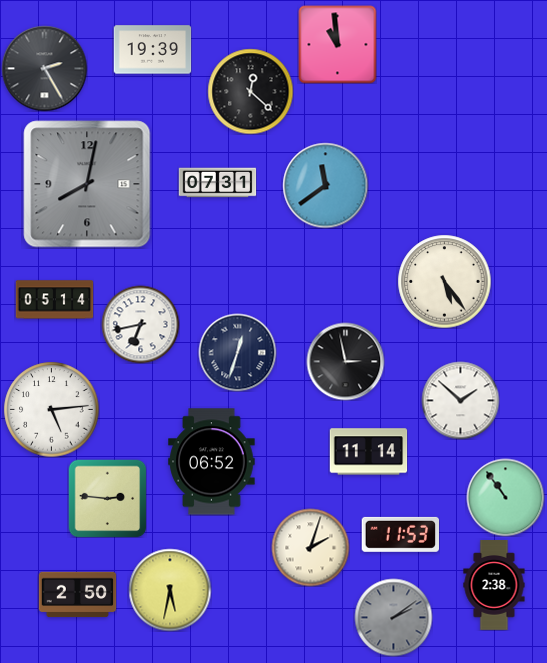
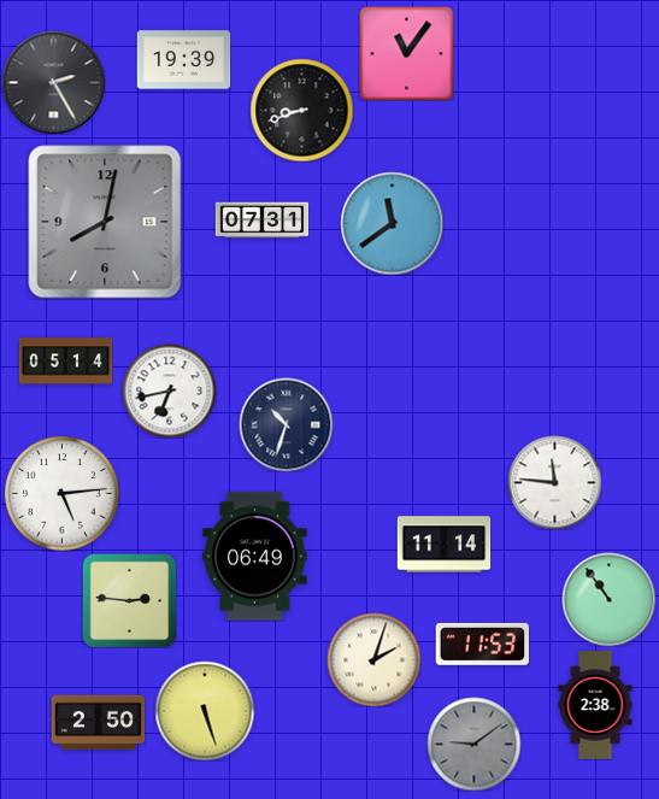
clock at (337, 44): 10:59 -> 11:06
clock at (250, 91): 12:22 -> 8:42
clock at (444, 281): 5:24 -> none
clock at (237, 352): 12:33 -> 10:33
clock at (345, 361): 2:58 -> none
clock at (460, 400): 1:52 -> 11:46
clock at (212, 462): 06:52 -> 06:49
clock at (170, 590): 5:32 -> 5:27
clock at (77, 595) position: (77, 595) -> (98, 723)
clock at (393, 617): 2:09 -> 9:09
